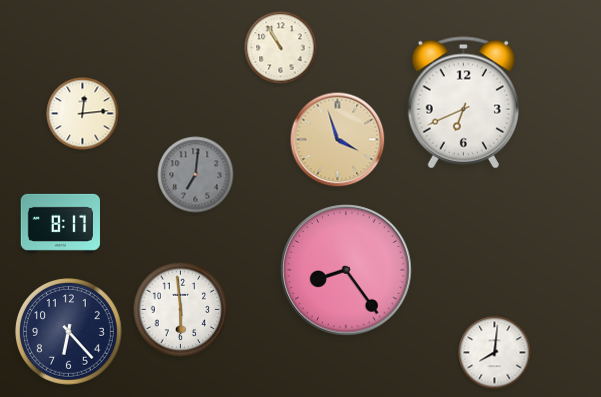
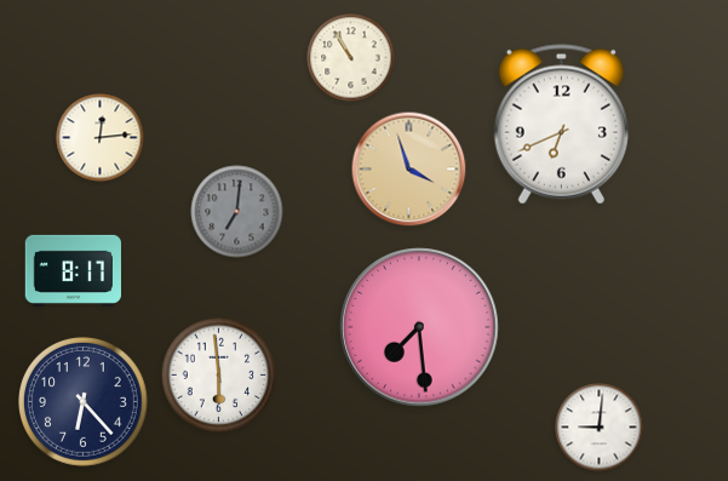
clock at (281, 48) position: (281, 48) -> (351, 58)
clock at (346, 270): 8:24 -> 7:29
clock at (495, 353): 8:01 -> 9:01
